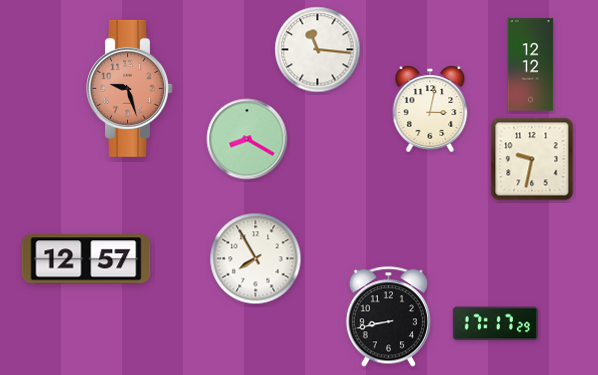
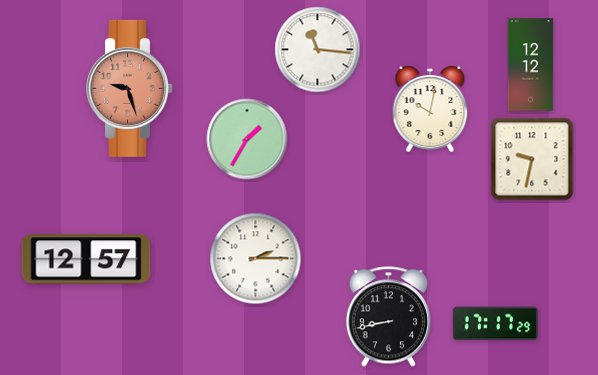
clock at (430, 109): 3:02 -> 10:02
clock at (247, 139): 8:20 -> 1:35
clock at (256, 259): 7:55 -> 2:15
